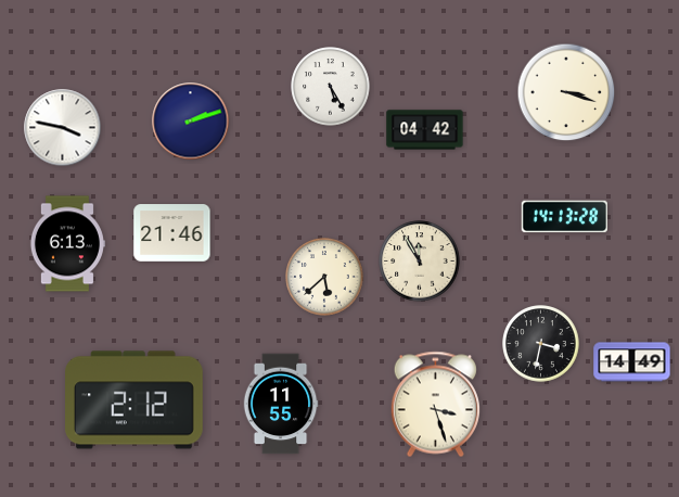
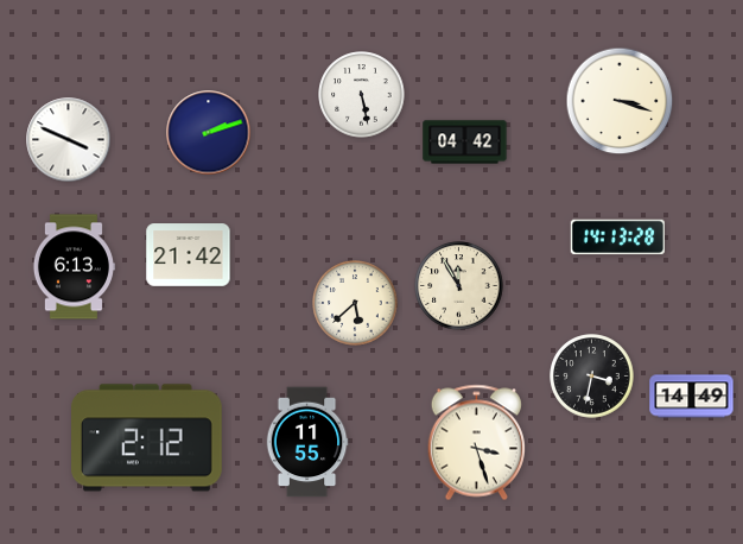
clock at (331, 87): 5:25 -> 5:28
clock at (63, 128): 3:47 -> 3:49
clock at (172, 233): 21:46 -> 21:42
